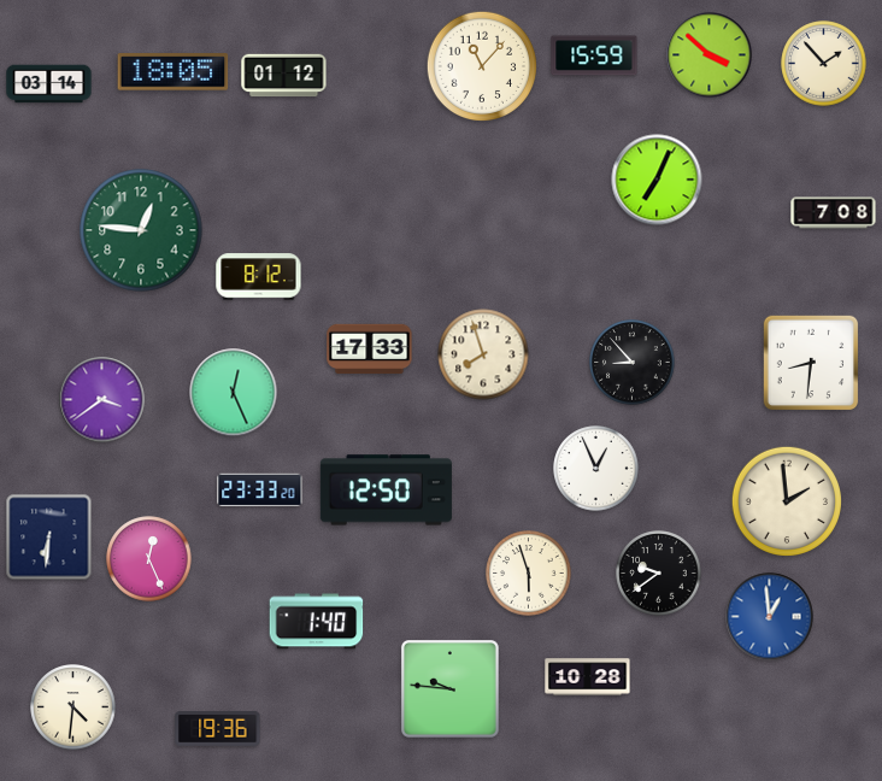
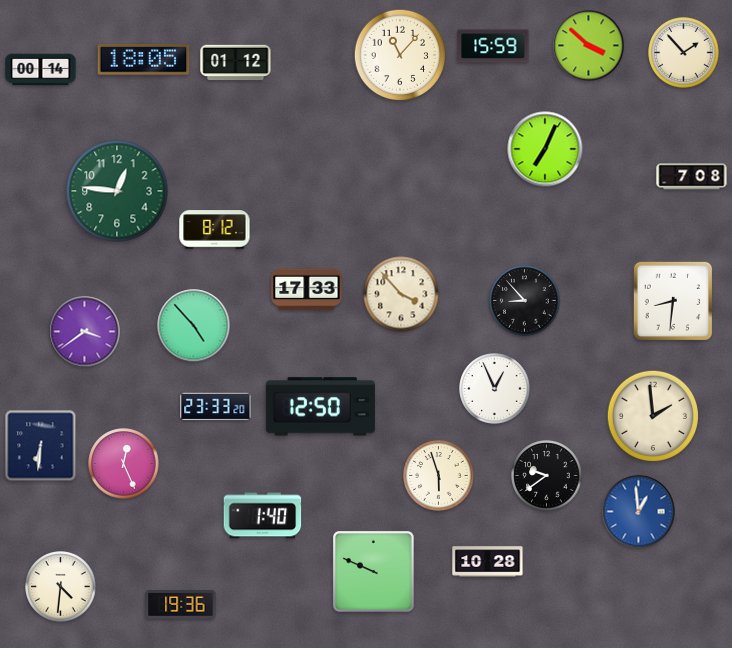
clock at (49, 84): 03:14 -> 00:14
clock at (483, 354): 7:57 -> 3:53
clock at (234, 393): 12:26 -> 4:53
clock at (451, 689): 9:46 -> 9:49
